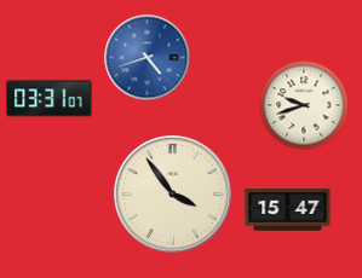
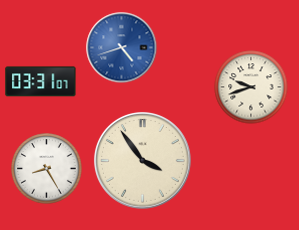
clock at (47, 169): none -> 8:25
clock at (288, 210): 15:47 -> none
